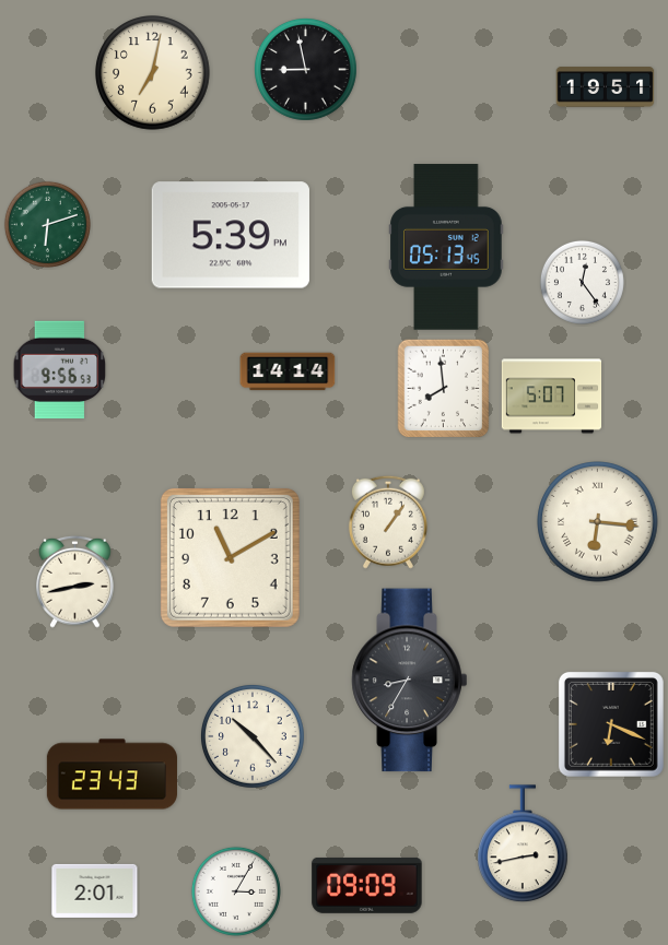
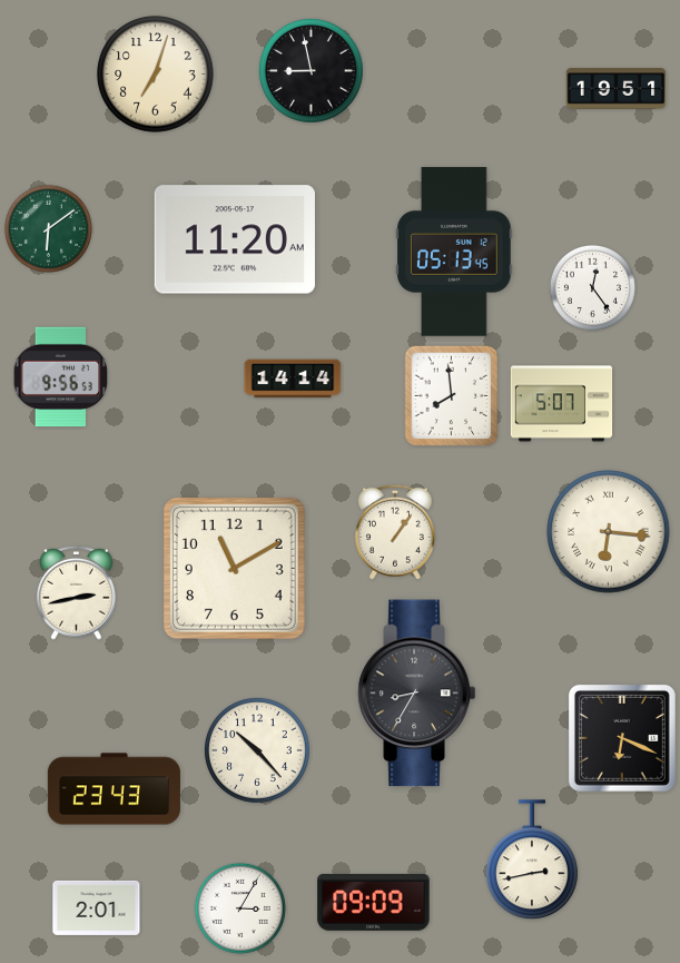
clock at (153, 73): 7:02 -> 7:03
clock at (47, 224): 6:12 -> 6:09
clock at (231, 235): 5:39 -> 11:20
